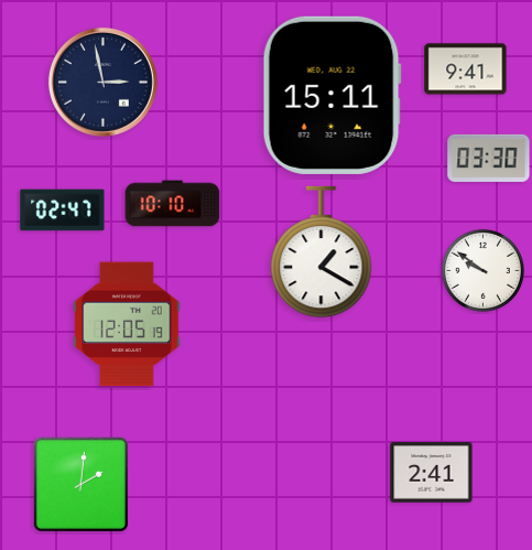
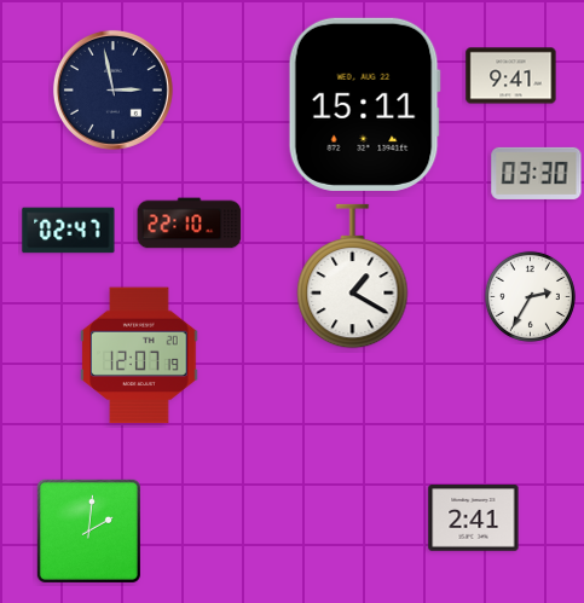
clock at (173, 204): 10:10 -> 22:10
clock at (482, 270): 9:51 -> 2:35
clock at (127, 324): 12:05 -> 12:07
